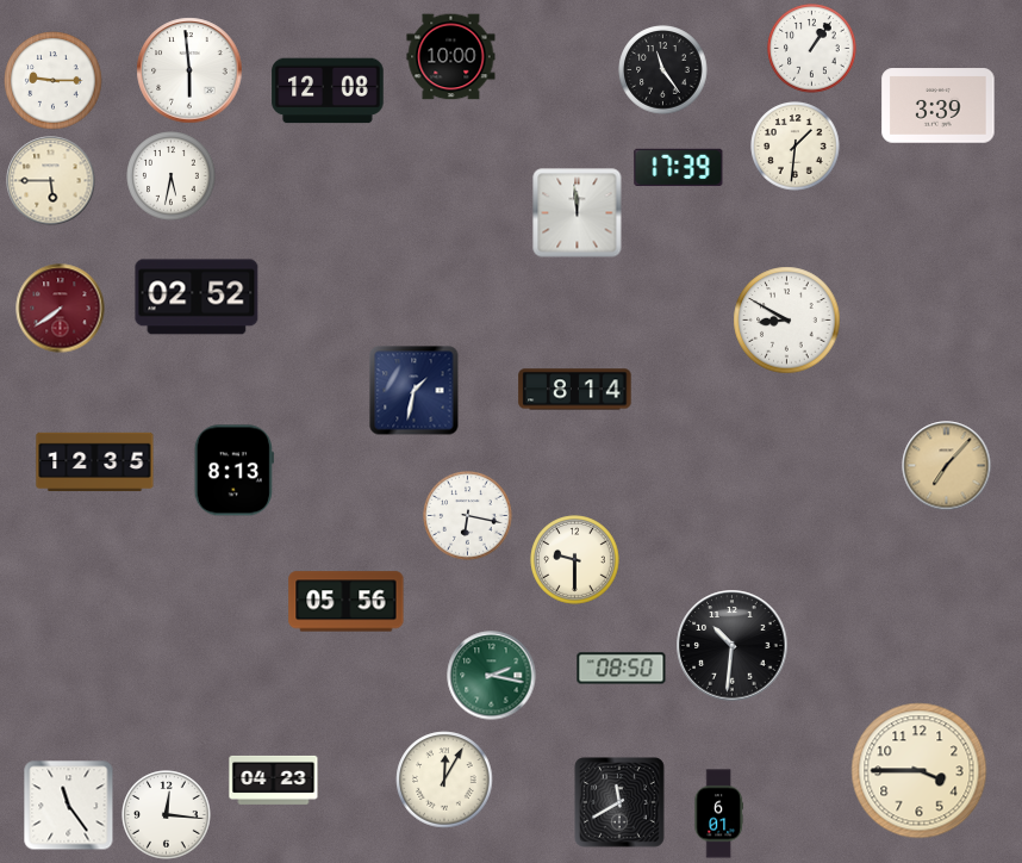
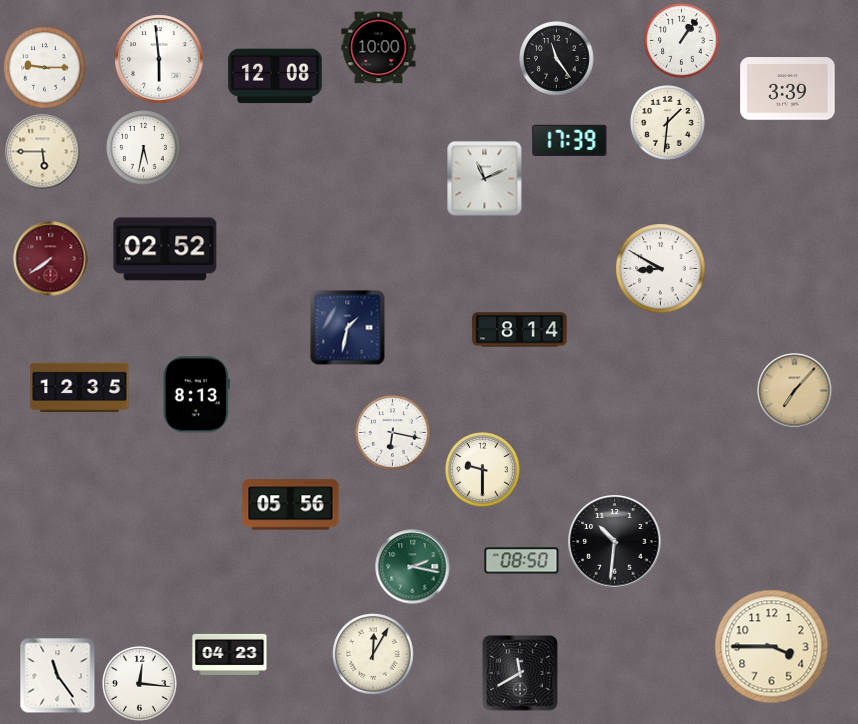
clock at (578, 213): 11:59 -> 11:11
clock at (575, 390) position: (575, 390) -> (520, 330)
clock at (718, 814): 6:01 -> none
